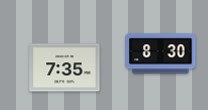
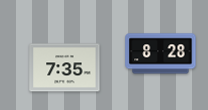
clock at (161, 54): 8:30 -> 8:28
